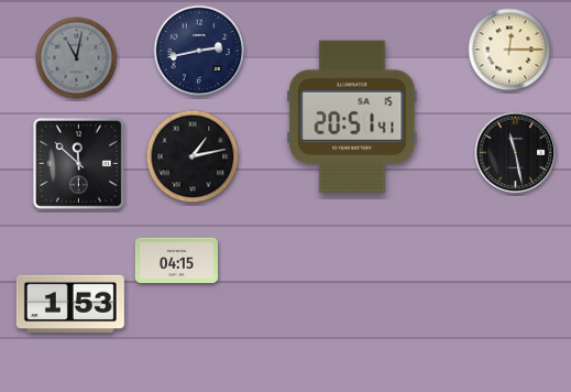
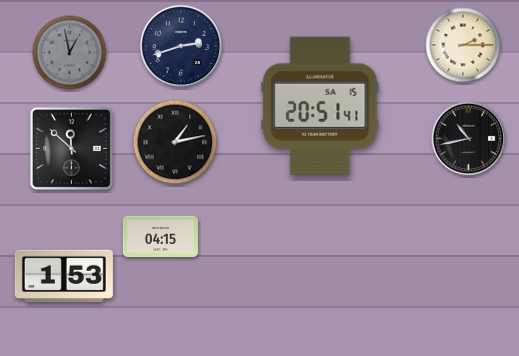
clock at (509, 50): 12:15 -> 2:15
clock at (199, 51): 2:43 -> 2:42
clock at (77, 58): 11:02 -> 12:58
clock at (516, 153): 11:28 -> 10:43
